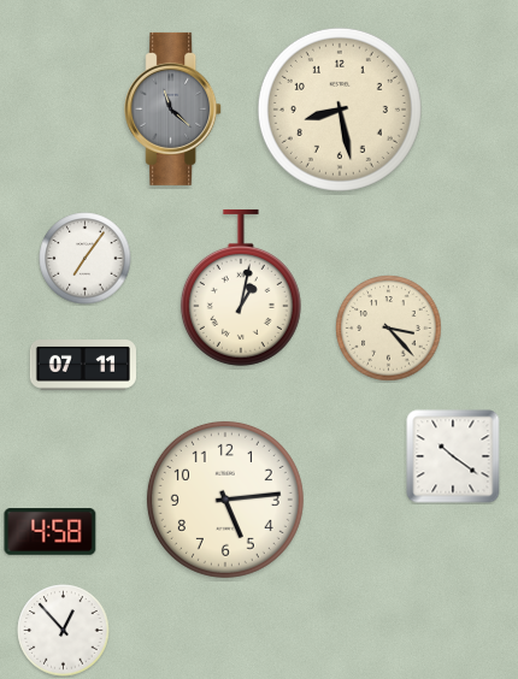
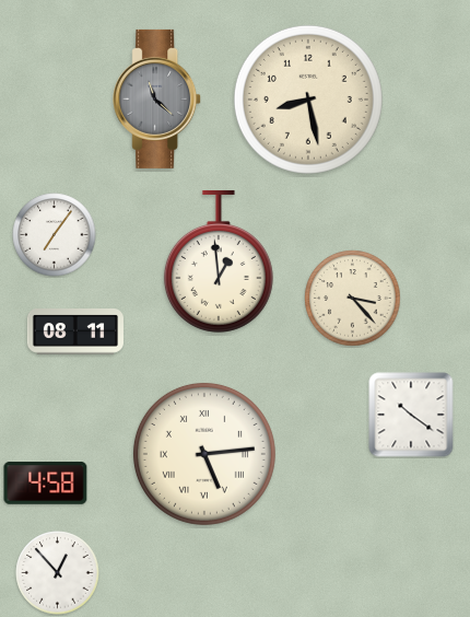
clock at (86, 259) position: (86, 259) -> (55, 235)
clock at (241, 288): 1:02 -> 12:59
clock at (83, 366): 07:11 -> 08:11
clock at (225, 500) numerals: Arabic -> Roman
